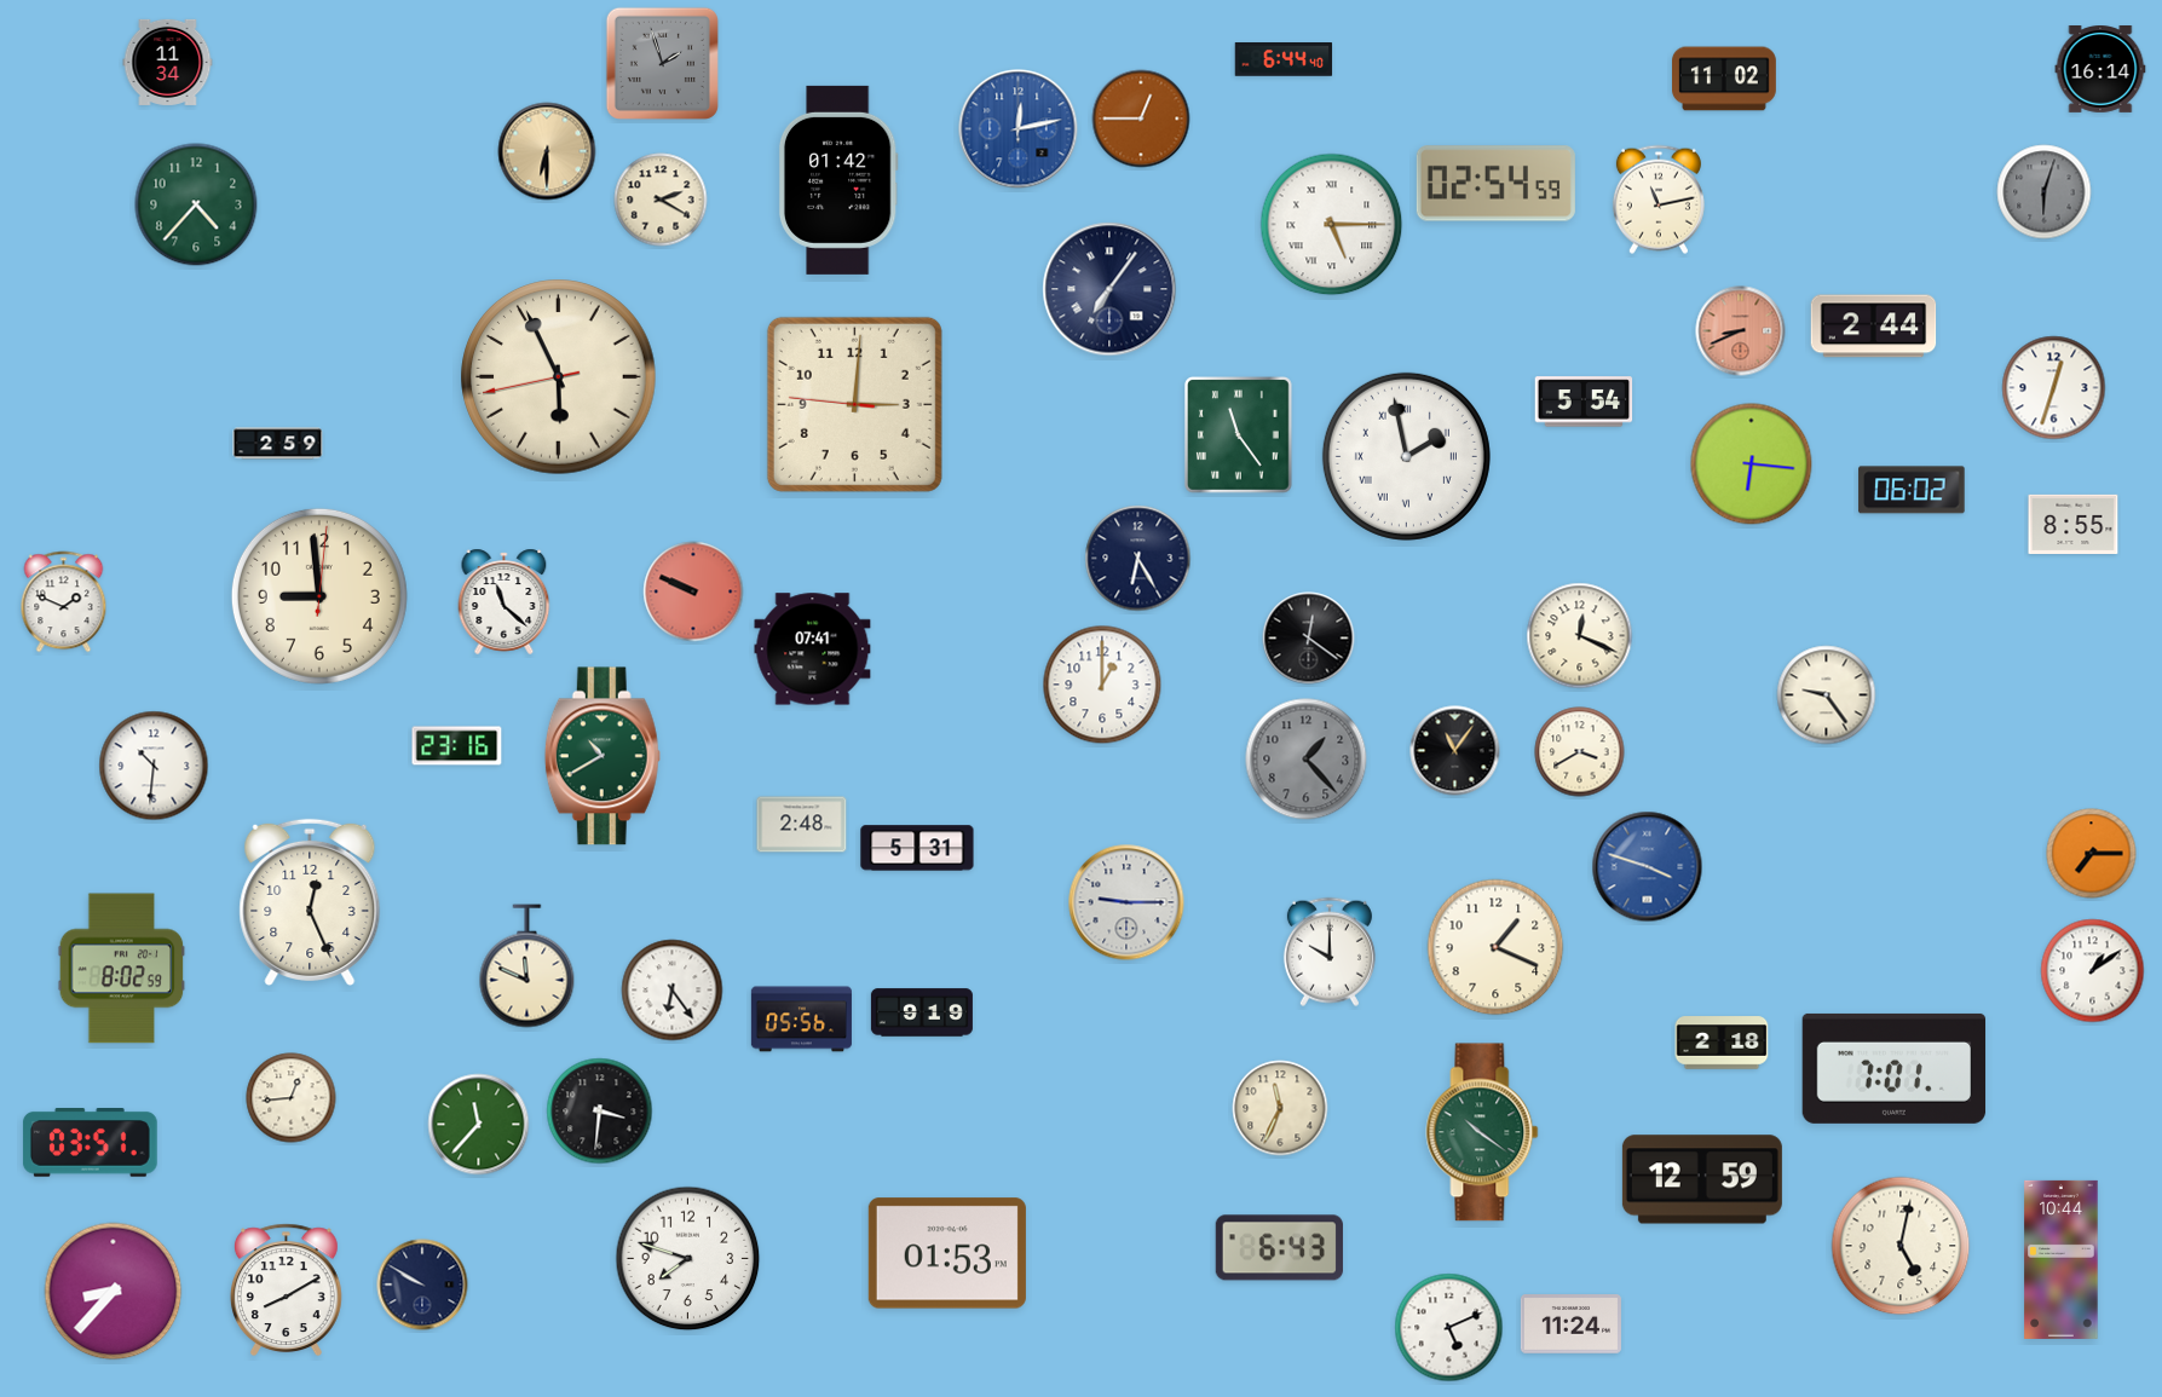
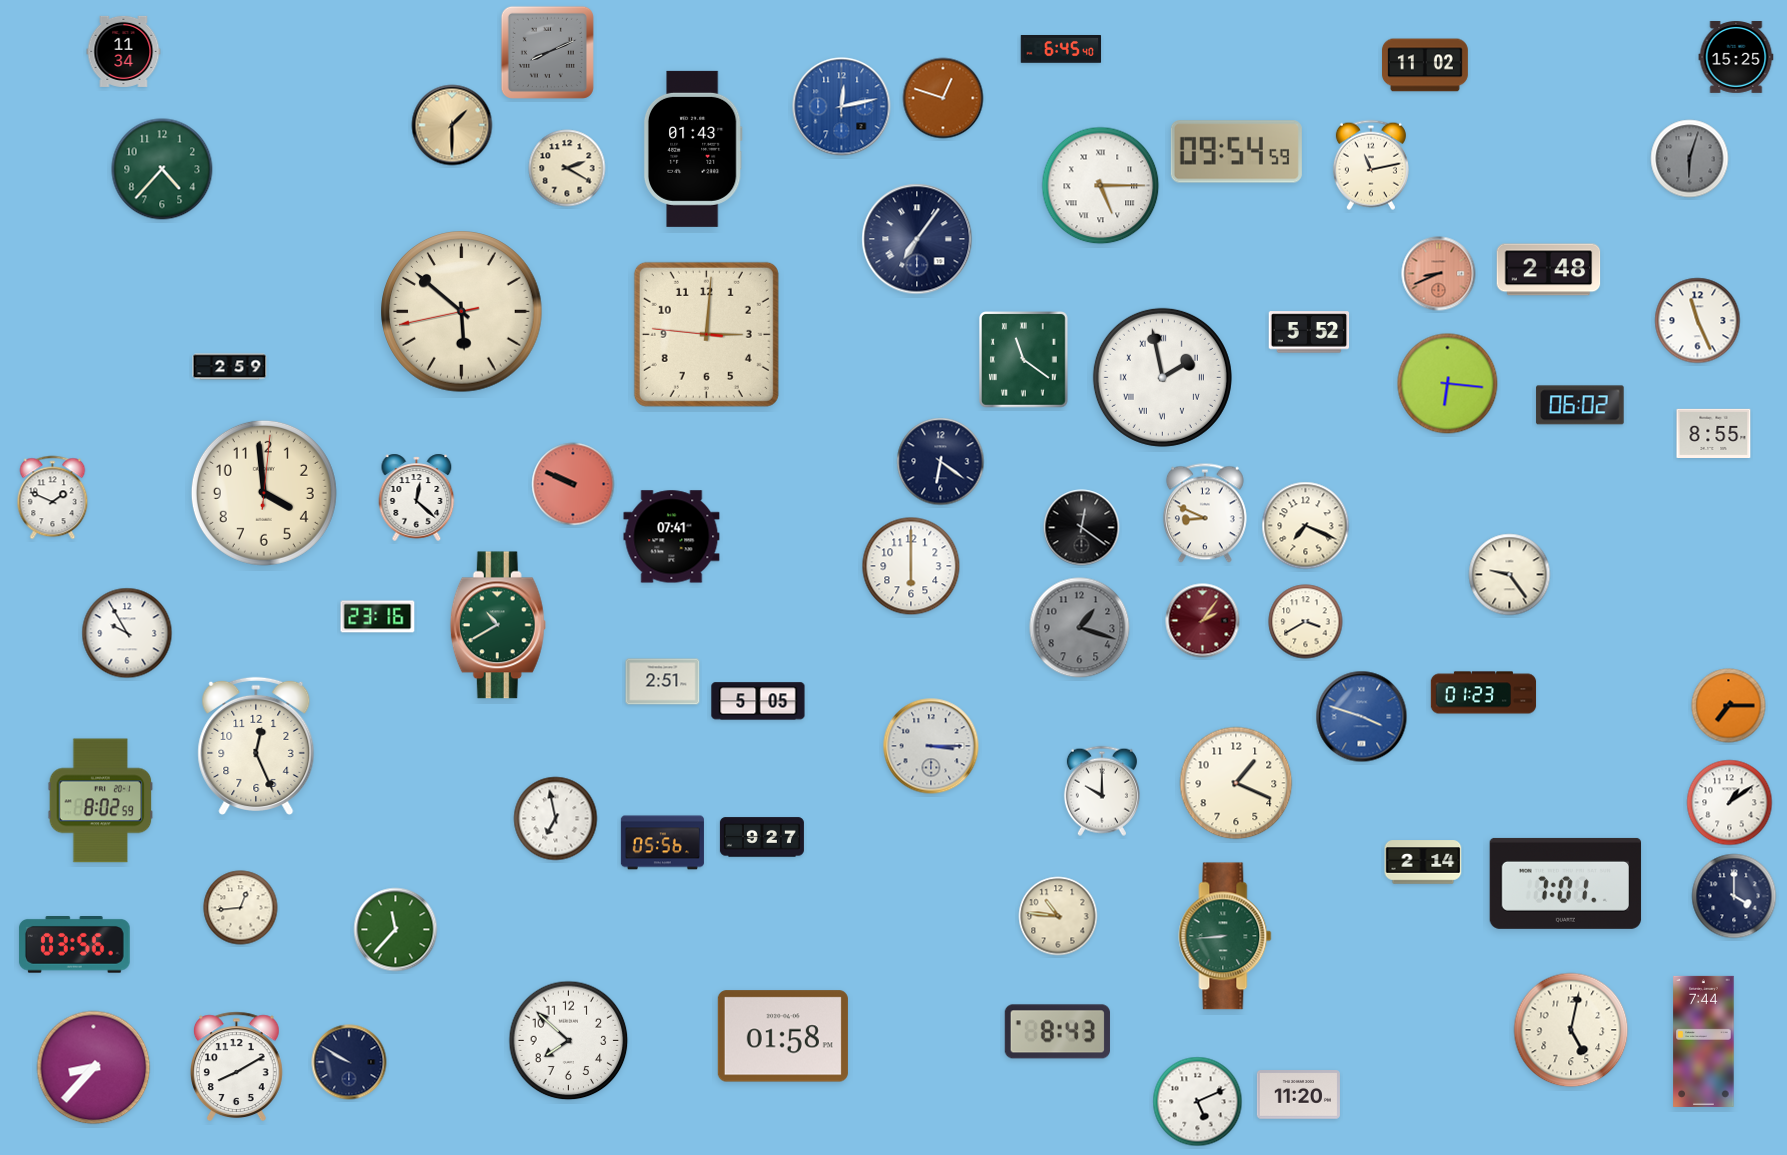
clock at (1284, 60): 6:44 -> 6:45
clock at (168, 62) position: (168, 62) -> (124, 51)
clock at (662, 63): 1:57 -> 8:11
clock at (2100, 70): 16:14 -> 15:25
clock at (1141, 119): 12:45 -> 12:48
clock at (547, 151): 6:30 -> 1:30
clock at (838, 180): 01:42 -> 01:43
clock at (1495, 184): 02:54 -> 09:54
clock at (661, 200) position: (661, 200) -> (567, 168)
clock at (1874, 327): 2:44 -> 2:48
clock at (559, 377): 5:55 -> 5:51
clock at (2054, 388): 12:33 -> 11:26
clock at (1584, 402): 5:54 -> 5:52
clock at (1239, 435): 11:24 -> 11:21
clock at (1138, 559): 6:25 -> 6:21
clock at (693, 591) position: (693, 591) -> (573, 484)
clock at (319, 596): 8:59 -> 3:59
clock at (505, 601): 11:22 -> 12:22
clock at (1205, 513): none -> 8:49
clock at (1580, 636): 12:19 -> 7:19
clock at (1102, 685): 1:00 -> 6:00
clock at (1455, 751): 11:06 -> 2:06
clock at (1455, 751) dial: black -> burgundy
clock at (1307, 760): 1:23 -> 1:18
clock at (154, 766): 10:31 -> 9:55
clock at (802, 825): 2:48 -> 2:51
clock at (1484, 693): none -> 01:23
clock at (917, 848): 5:31 -> 5:05
clock at (1126, 902): 9:15 -> 3:15
clock at (1330, 952) position: (1330, 952) -> (1102, 791)
clock at (527, 966): 11:49 -> none
clock at (673, 991): 6:24 -> 6:58
clock at (922, 1012): 9:19 -> 9:27
clock at (1722, 1043): 2:18 -> 2:14
clock at (1734, 896): none -> 4:00
clock at (1280, 1108): 11:34 -> 10:46
clock at (600, 1112): 3:31 -> none
clock at (1482, 1132): 10:21 -> 8:44
clock at (90, 1143): 03:51 -> 03:56
clock at (1702, 1179): 12:59 -> none
clock at (1279, 1248): 6:43 -> 8:43
clock at (947, 1253): 01:53 -> 01:58
clock at (688, 1259): 7:48 -> 7:52
clock at (2062, 1259): 10:44 -> 7:44
clock at (1570, 1324): 11:24 -> 11:20
clock at (1449, 1328) position: (1449, 1328) -> (1198, 1102)
